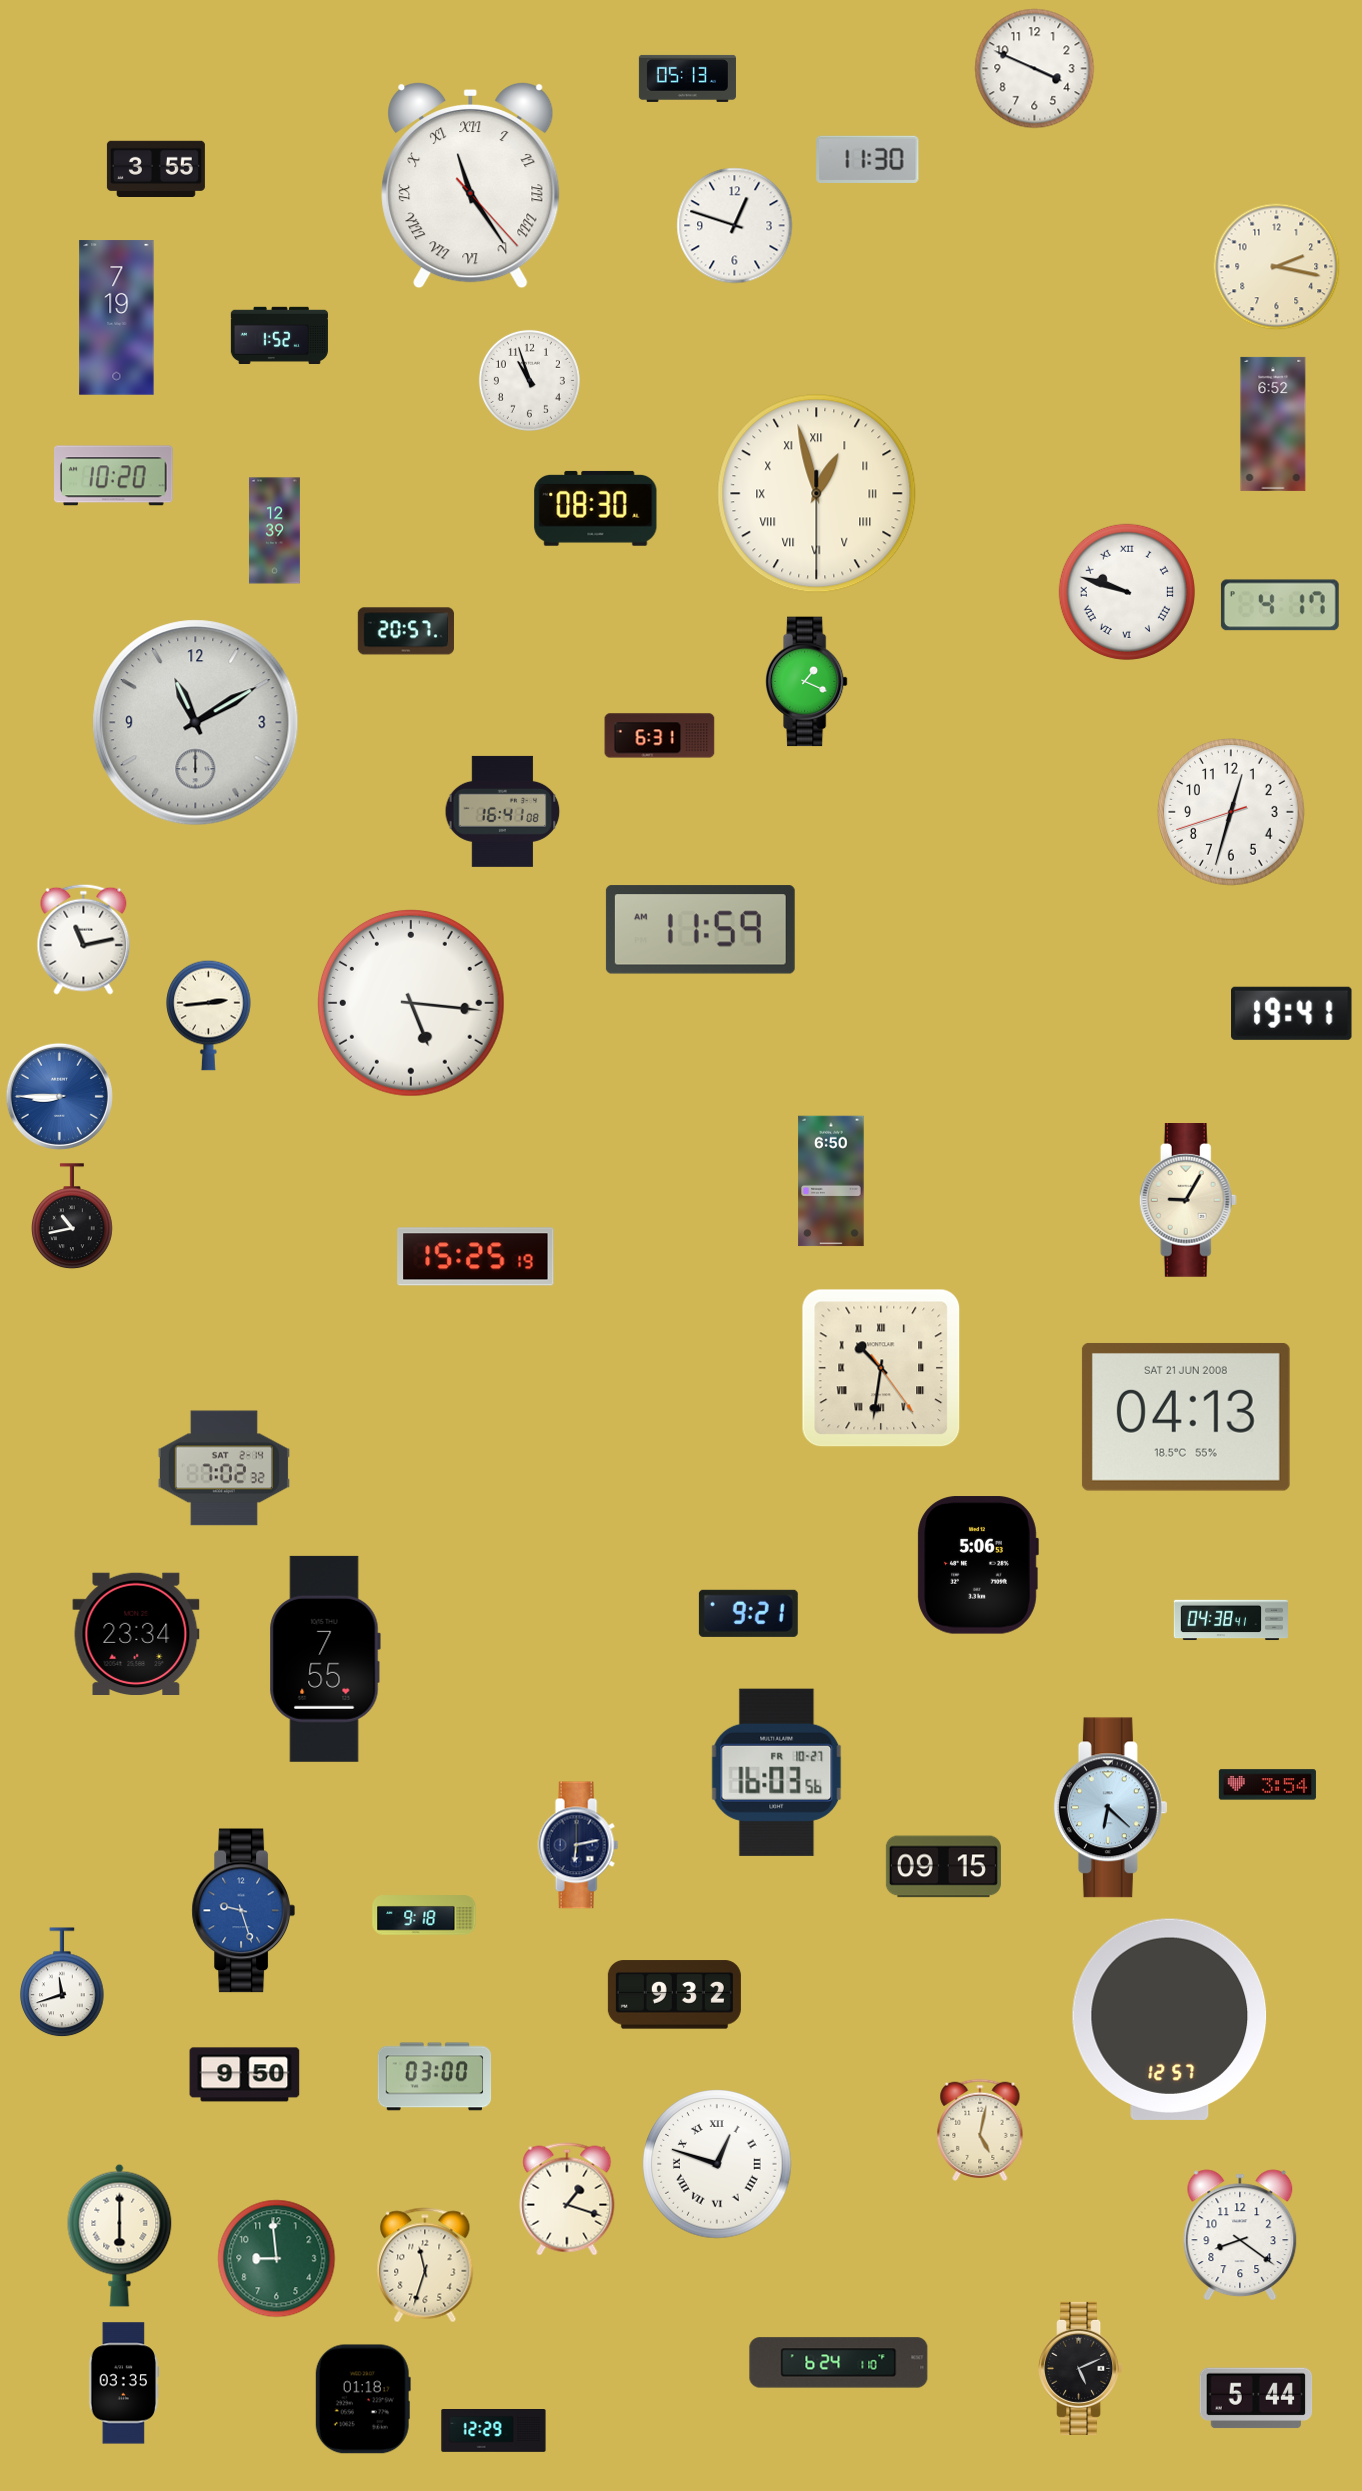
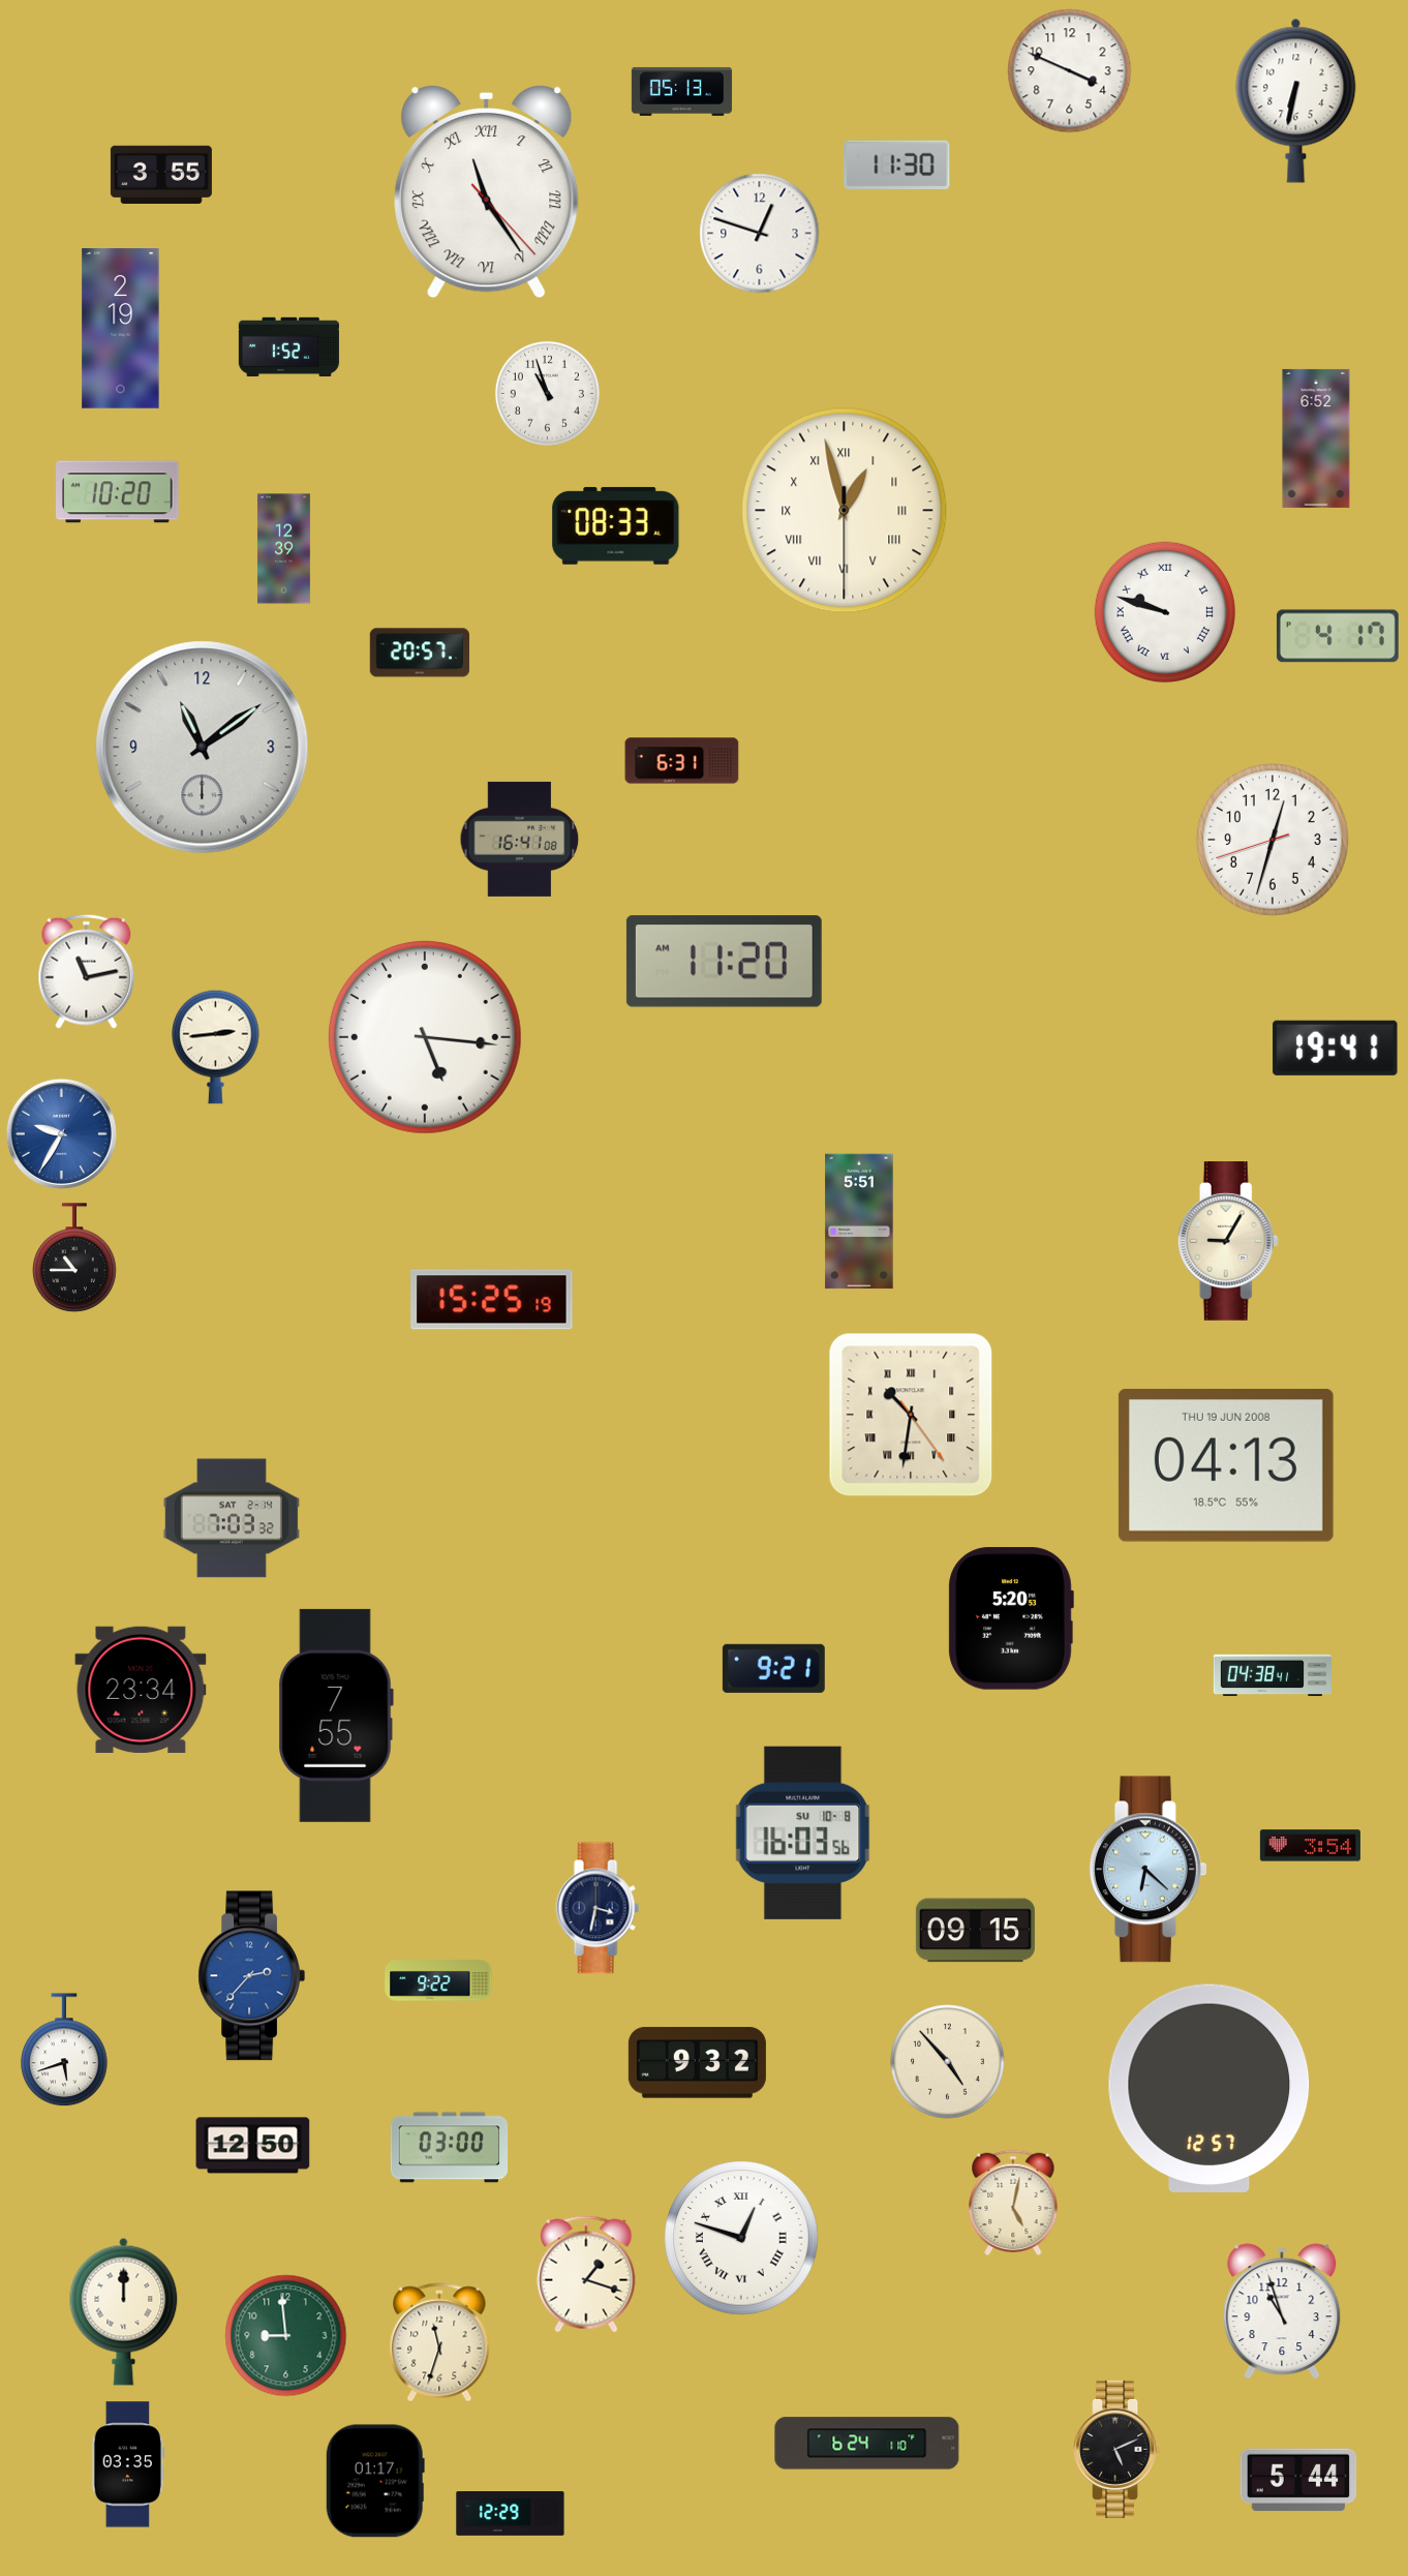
clock at (687, 78) position: (687, 78) -> (681, 91)
clock at (1296, 100): none -> 6:32
clock at (1277, 267): 2:17 -> none
clock at (117, 318): 7:19 -> 2:19
clock at (596, 508): 08:30 -> 08:33
clock at (1280, 605) position: (1280, 605) -> (1338, 636)
clock at (806, 682): 1:19 -> none
clock at (196, 723): 11:10 -> 11:09
clock at (700, 930): 11:59 -> 11:20
clock at (209, 1015) position: (209, 1015) -> (216, 1047)
clock at (59, 1096): 8:45 -> 9:35
clock at (831, 1181): 6:50 -> 5:51
clock at (73, 1217): 10:43 -> 10:45
clock at (1186, 1417) date: SAT 21 JUN 2008 -> THU 19 JUN 2008
clock at (224, 1468): 7:02 -> 7:03
clock at (978, 1565): 5:06 -> 5:20
clock at (777, 1772) date: FR 10-27 -> SU 10-8
clock at (578, 1845): 6:13 -> 3:32
clock at (243, 1911): 9:27 -> 2:37
clock at (424, 1915): 9:18 -> 9:22
clock at (62, 1983): 11:42 -> 5:42
clock at (948, 2062): none -> 4:53
clock at (245, 2075): 9:50 -> 12:50
clock at (120, 2235): 6:00 -> 12:00
clock at (1240, 2235): 8:21 -> 10:57
clock at (363, 2399): 01:18 -> 01:17
